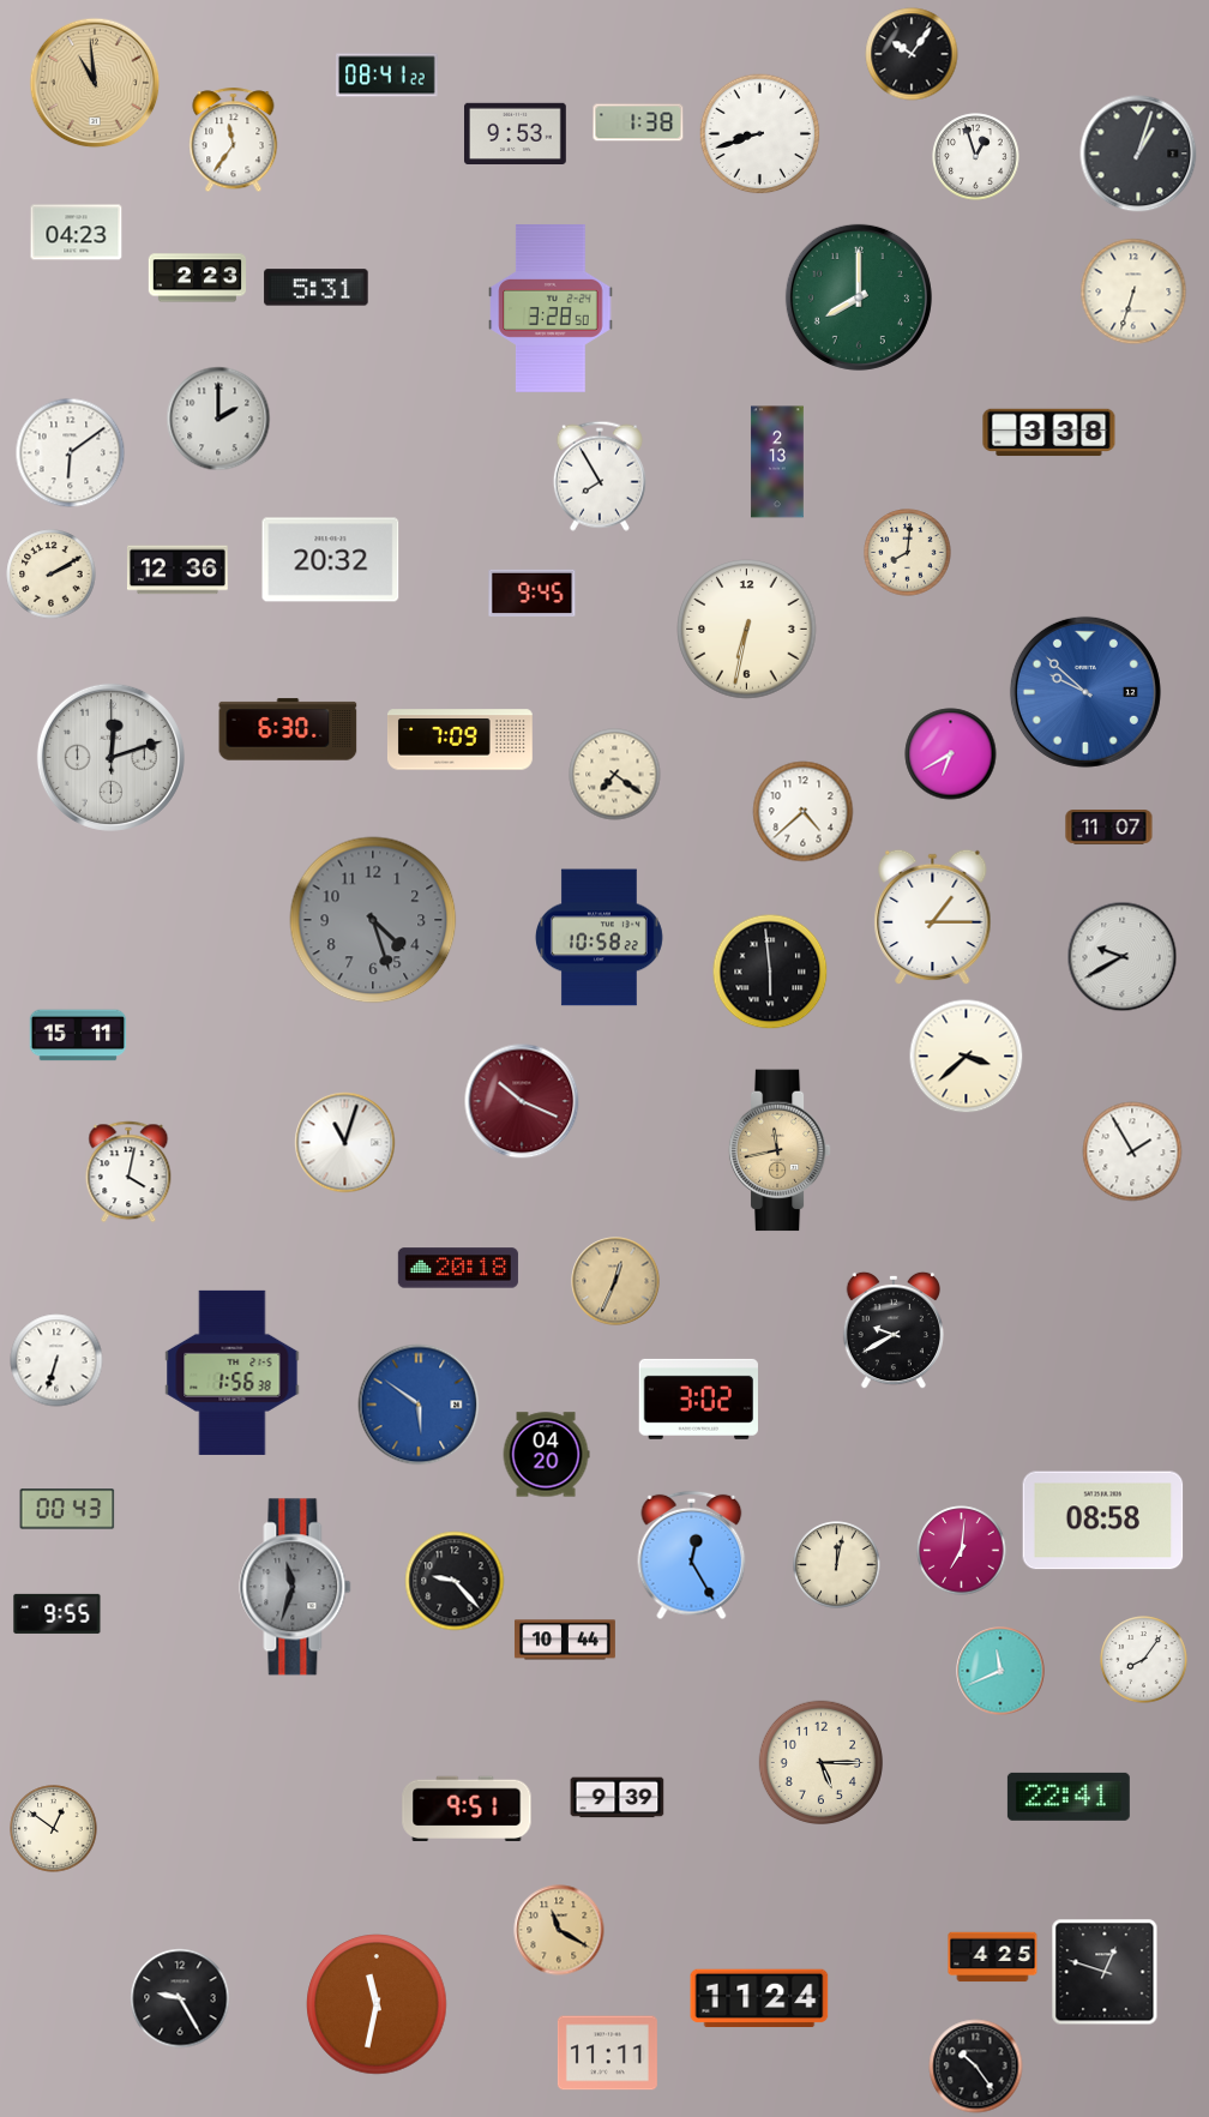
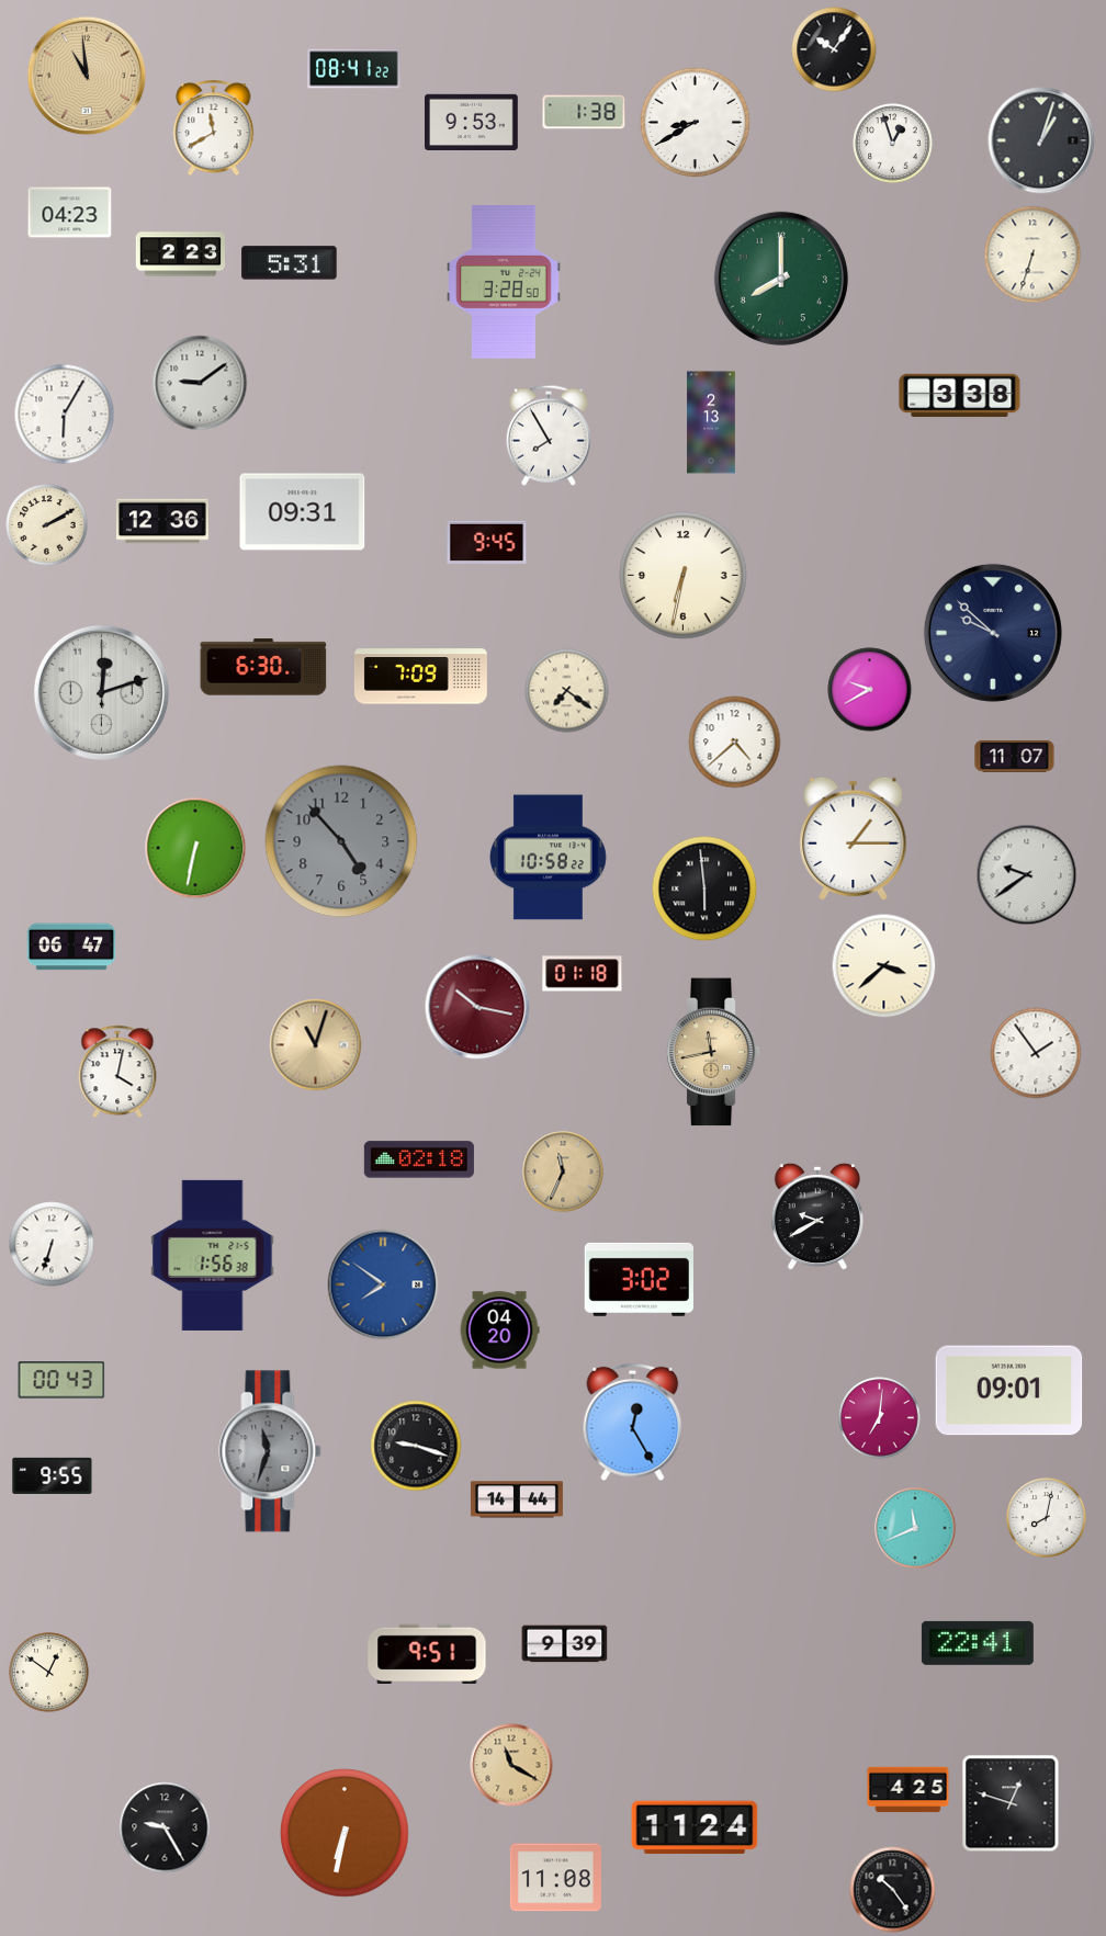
clock at (760, 134): 8:42 -> 8:40
clock at (234, 140): 11:36 -> 11:40
clock at (1133, 291) position: (1133, 291) -> (1032, 254)
clock at (859, 297) position: (859, 297) -> (781, 279)
clock at (218, 419): 2:00 -> 9:09
clock at (71, 453): 6:09 -> 6:05
clock at (908, 553): 8:01 -> none
clock at (331, 560): 20:32 -> 09:31
clock at (1085, 692) dial: blue -> navy
clock at (951, 754): 6:40 -> 9:40
clock at (615, 775) position: (615, 775) -> (567, 691)
clock at (373, 920): 4:27 -> 4:53
clock at (195, 848): none -> 6:32
clock at (1123, 957): 9:40 -> 9:39
clock at (78, 1035): 15:11 -> 06:47
clock at (583, 974): none -> 01:18
clock at (522, 1101): 10:19 -> 10:17
clock at (345, 1143) dial: white -> champagne
clock at (1132, 1151): 1:55 -> 1:54
clock at (458, 1268): 20:18 -> 02:18
clock at (615, 1281): 12:34 -> 11:34
clock at (419, 1405): 5:51 -> 7:51
clock at (1103, 1521): 08:58 -> 09:01
clock at (837, 1565): 12:02 -> none
clock at (455, 1581): 9:23 -> 9:18
clock at (565, 1640): 10:44 -> 14:44
clock at (1144, 1660): 8:06 -> 8:02
clock at (820, 1762): 5:15 -> none
clock at (377, 2004): 11:32 -> 6:32
clock at (607, 2053): 11:11 -> 11:08
